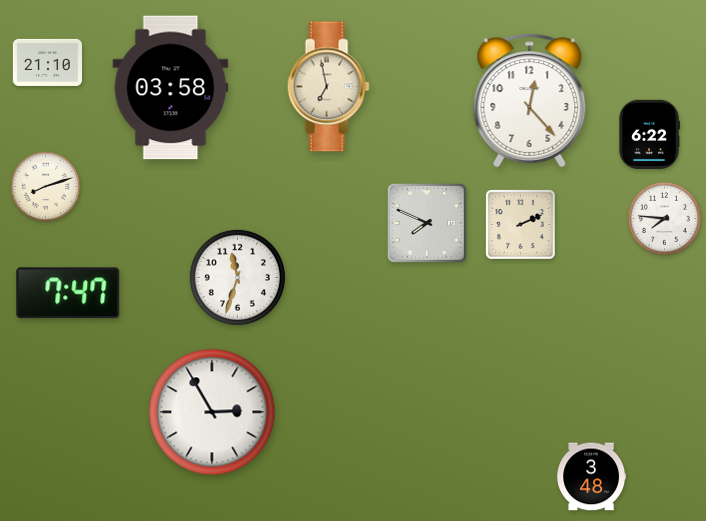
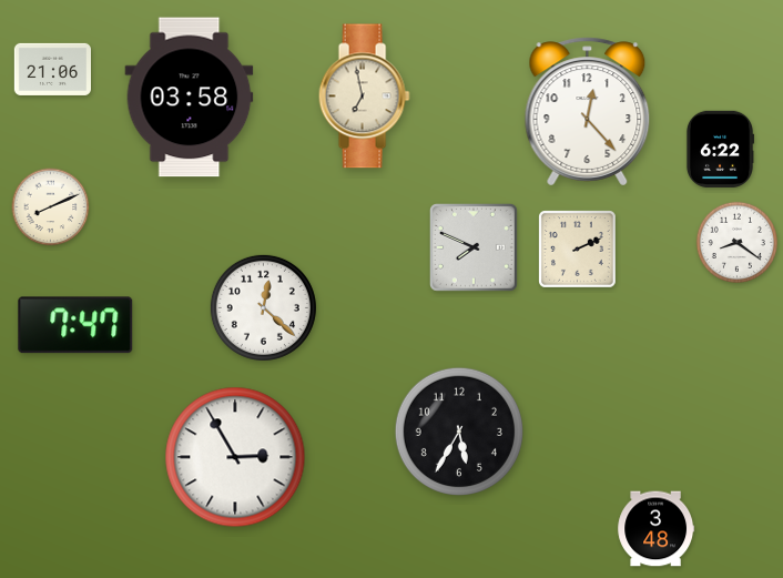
clock at (48, 62): 21:10 -> 21:06
clock at (46, 187): 8:12 -> 8:11
clock at (664, 218): 7:46 -> 8:21
clock at (237, 277): 11:33 -> 12:22
clock at (459, 432): none -> 5:35
